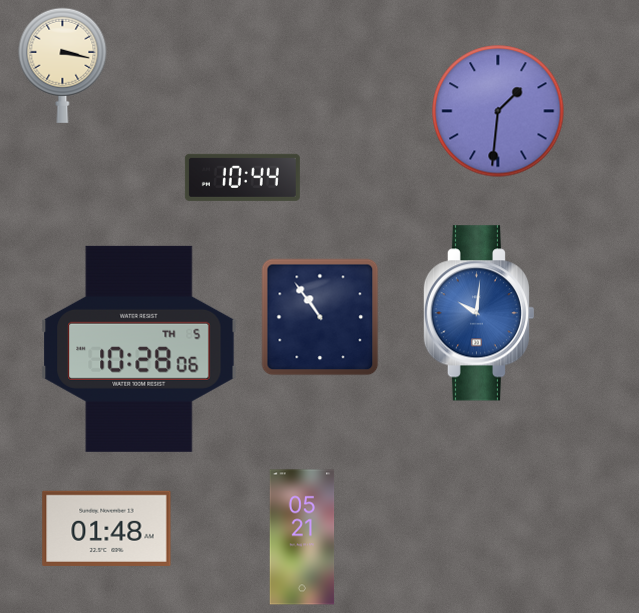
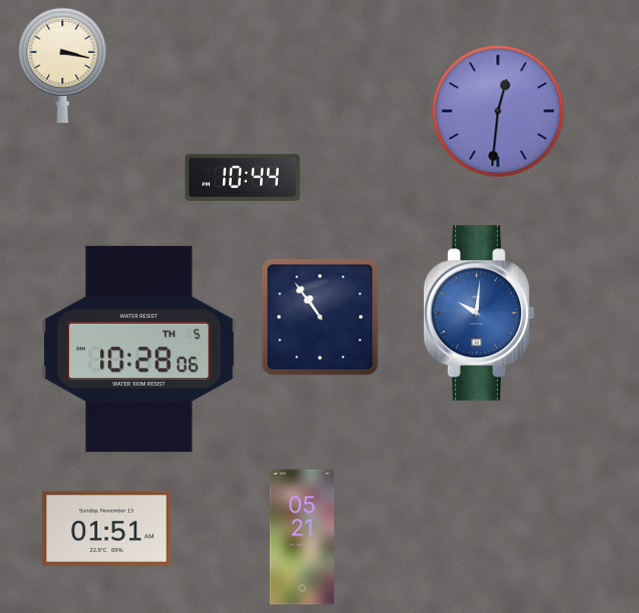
clock at (498, 111): 1:31 -> 12:31
clock at (107, 528): 01:48 -> 01:51
